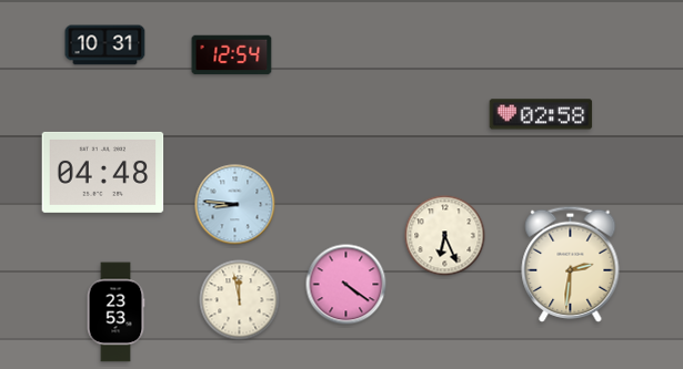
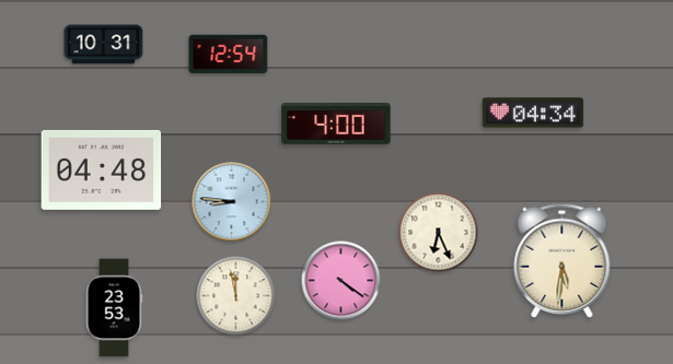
clock at (541, 114): 02:58 -> 04:34
clock at (336, 125): none -> 4:00
clock at (571, 264): 2:31 -> 5:31
